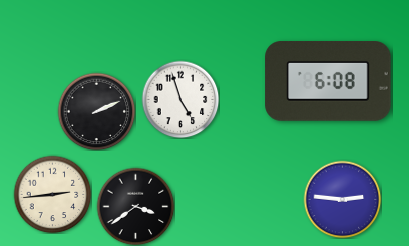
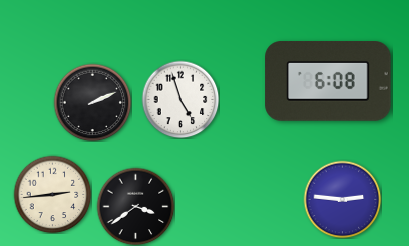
clock at (96, 111) position: (96, 111) -> (92, 102)
